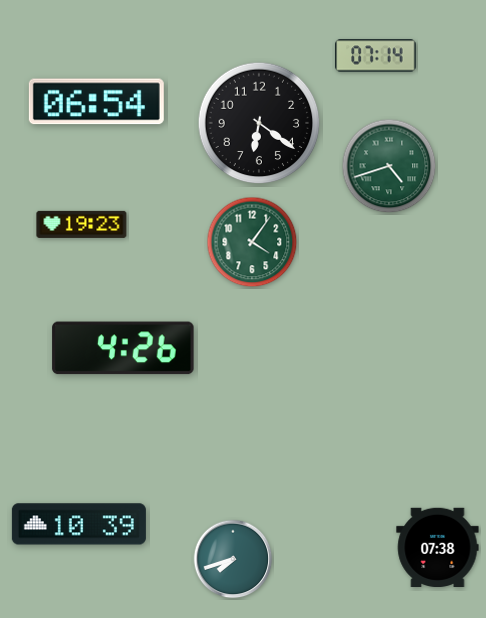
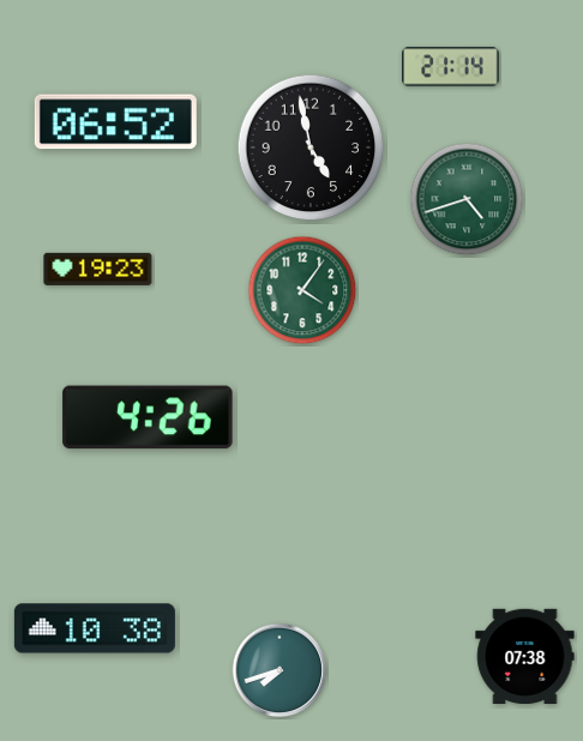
clock at (376, 56): 07:14 -> 21:14
clock at (96, 102): 06:54 -> 06:52
clock at (259, 123): 6:21 -> 4:58
clock at (79, 524): 10:39 -> 10:38
